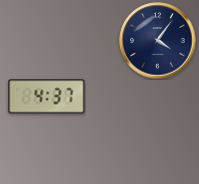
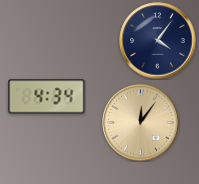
clock at (47, 97): 4:37 -> 4:34
clock at (141, 123): none -> 12:06
